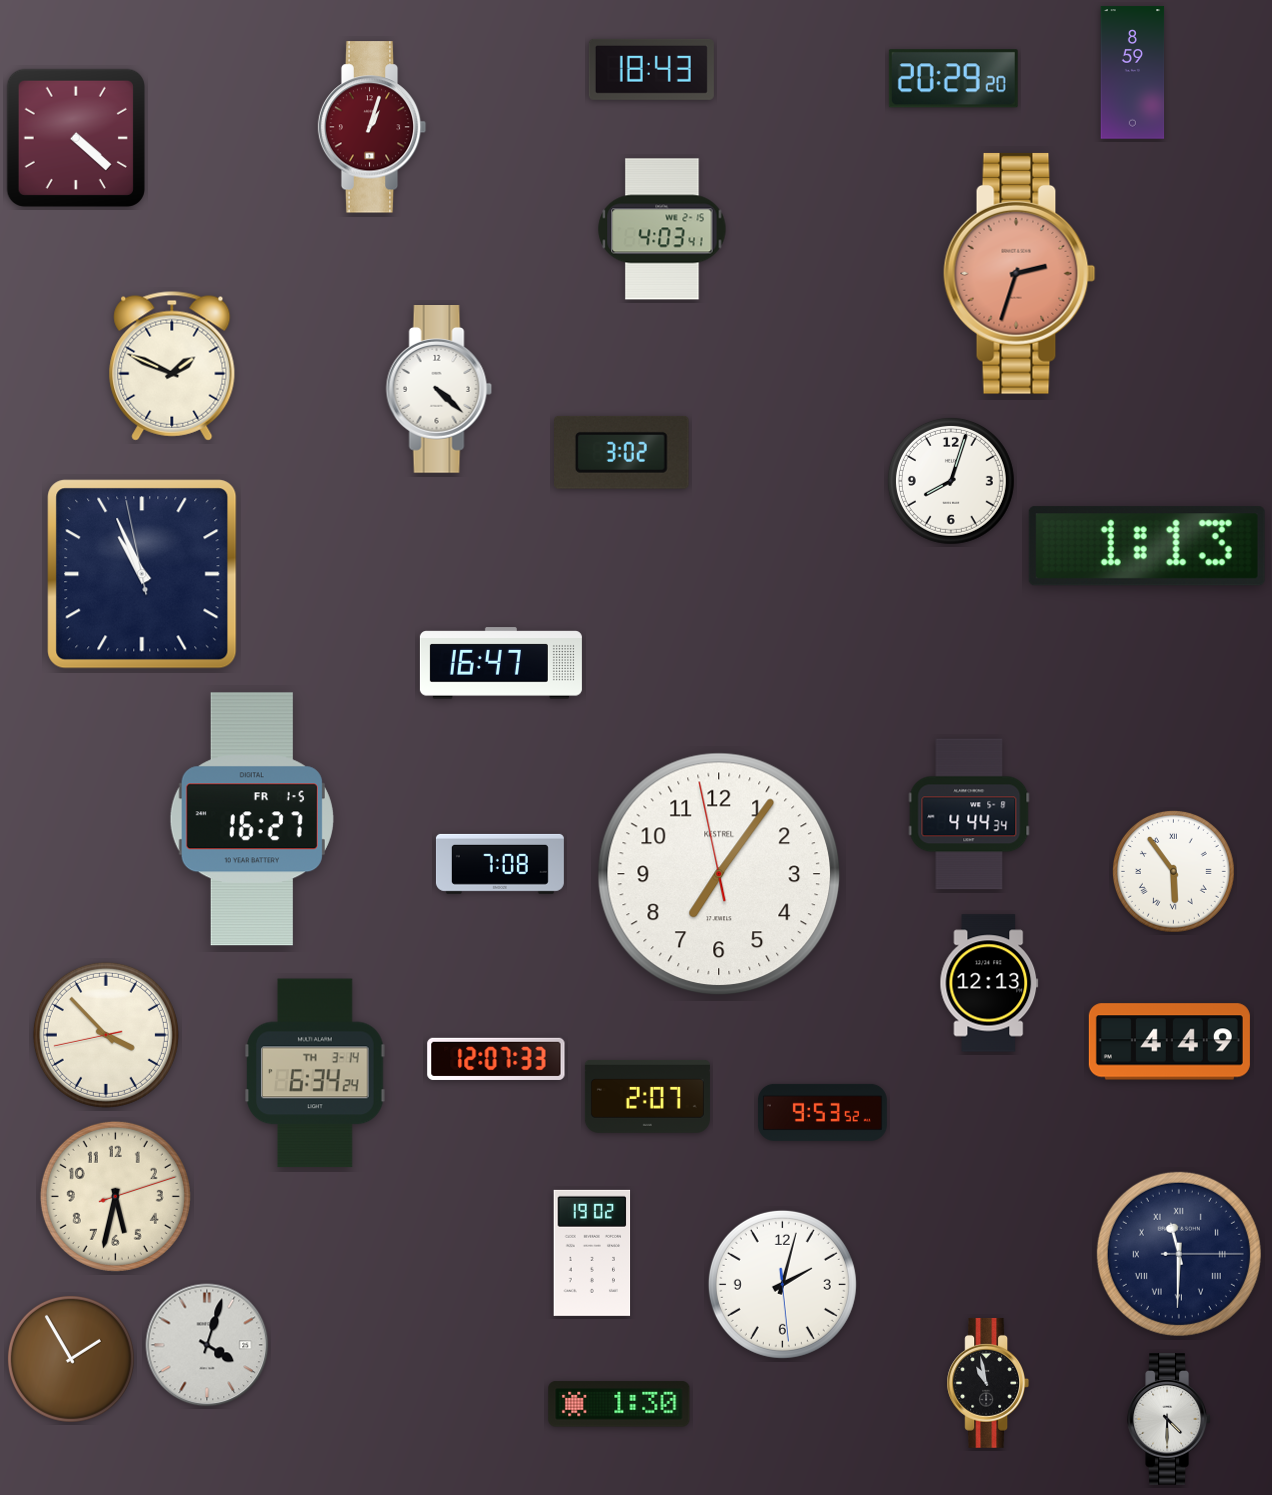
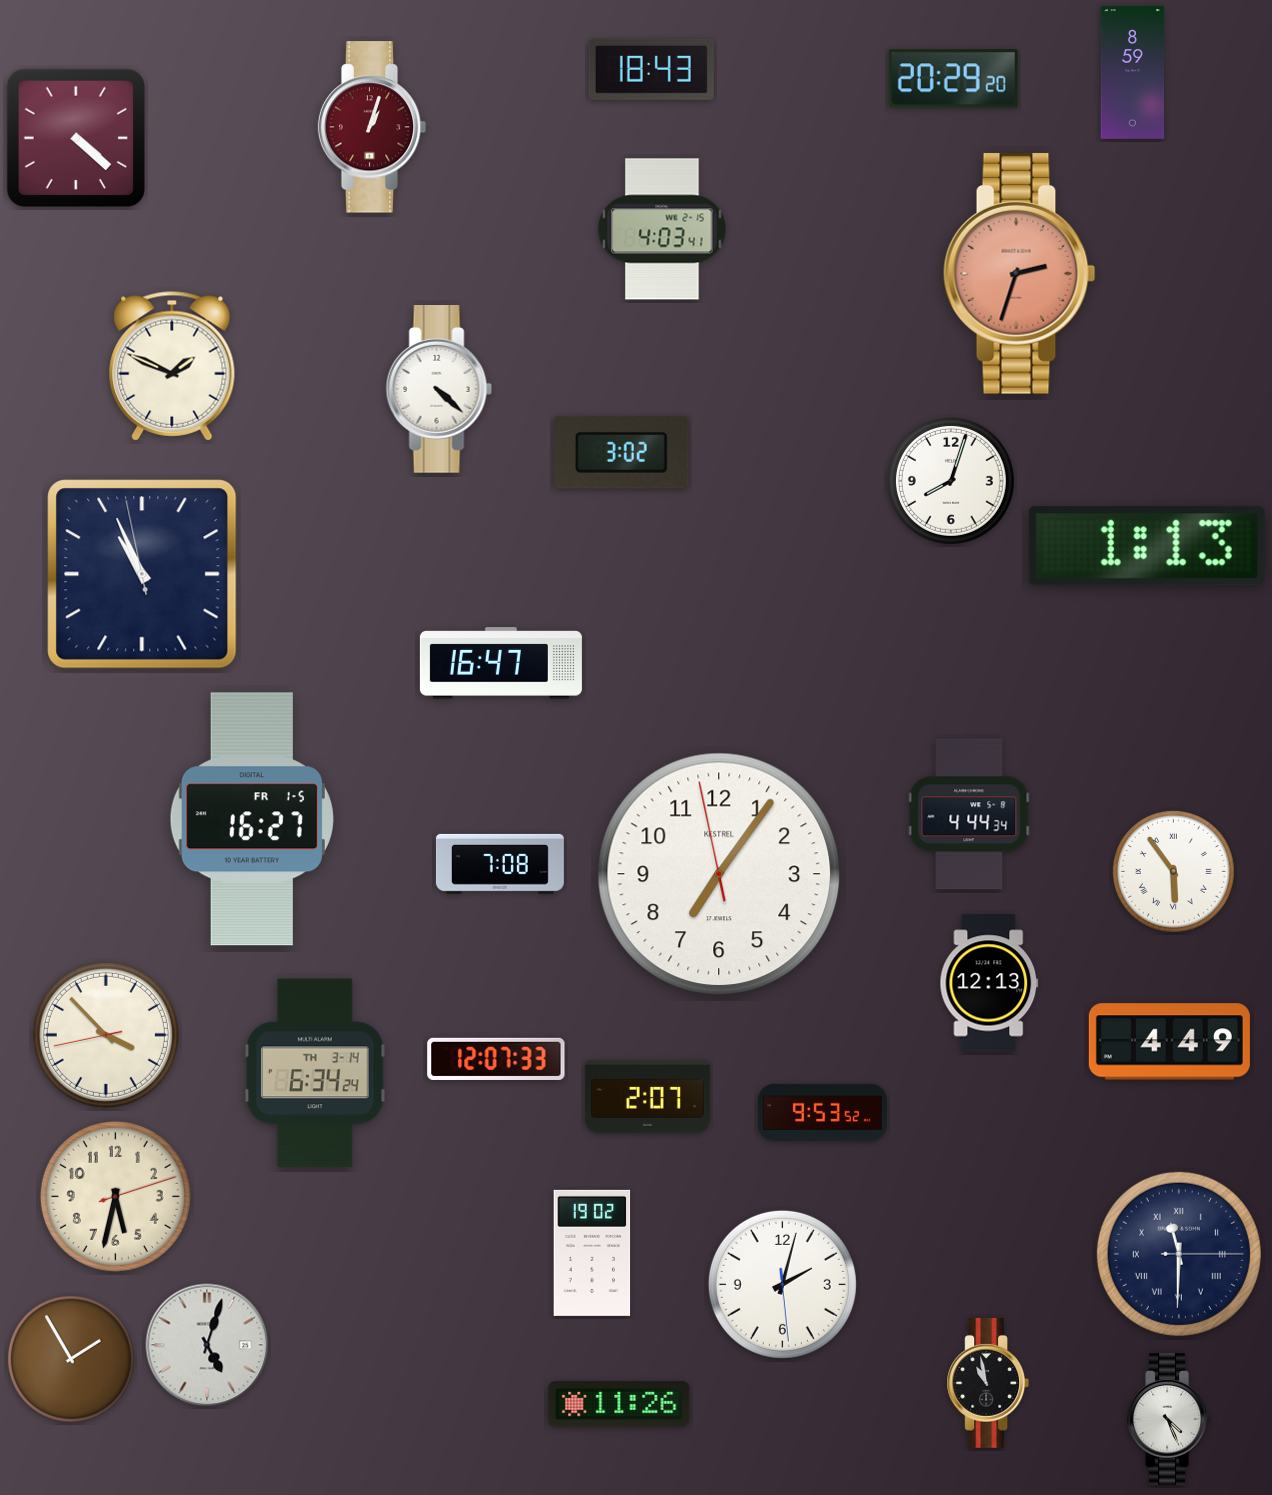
clock at (207, 1345): 4:03 -> 5:03
clock at (619, 1404): 1:30 -> 11:26
clock at (1169, 1419): 4:30 -> 4:26
